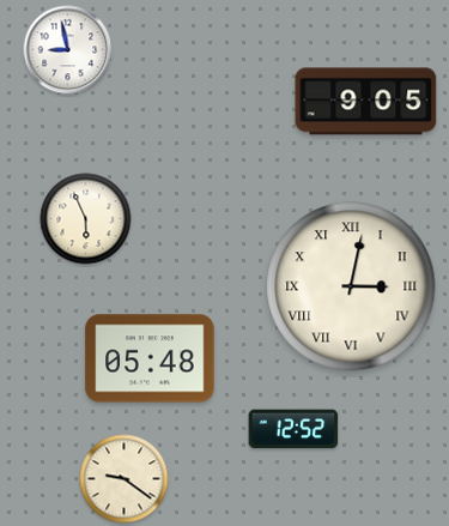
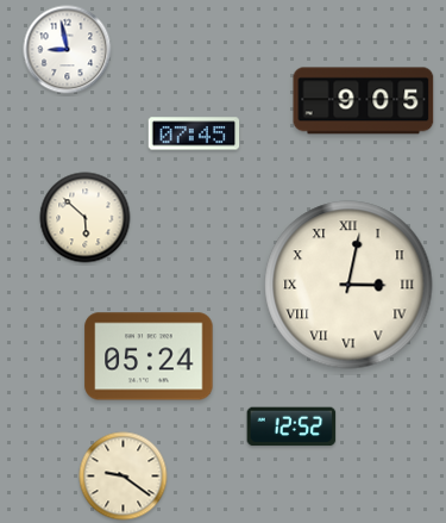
clock at (194, 133): none -> 07:45
clock at (86, 219): 5:56 -> 5:52
clock at (150, 358): 05:48 -> 05:24
